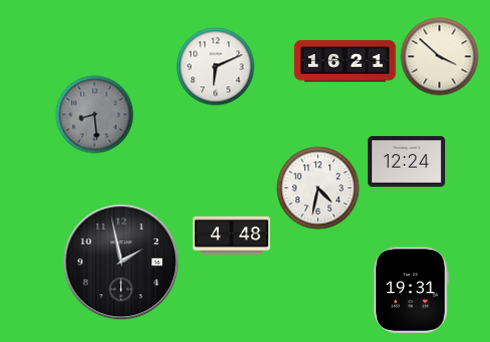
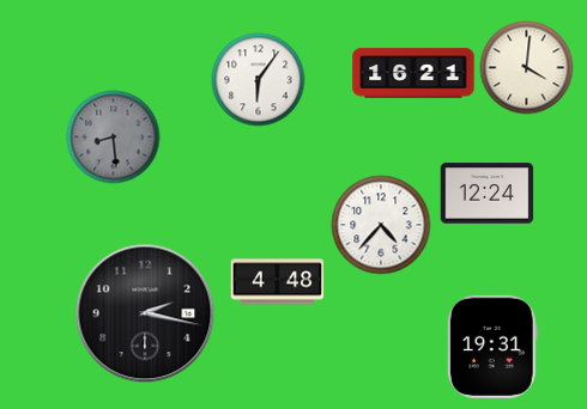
clock at (439, 56): 3:52 -> 4:01
clock at (215, 66): 6:11 -> 6:06
clock at (318, 188): 4:32 -> 4:37
clock at (121, 262): 1:58 -> 2:17
